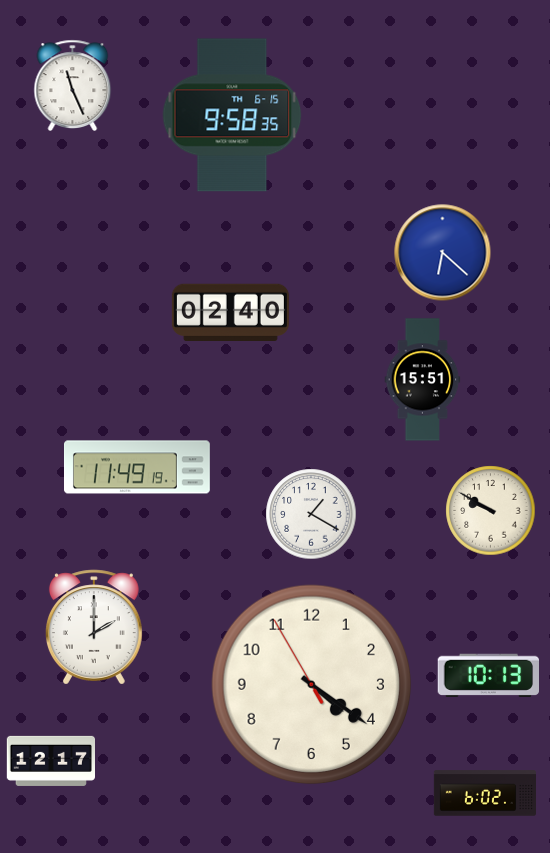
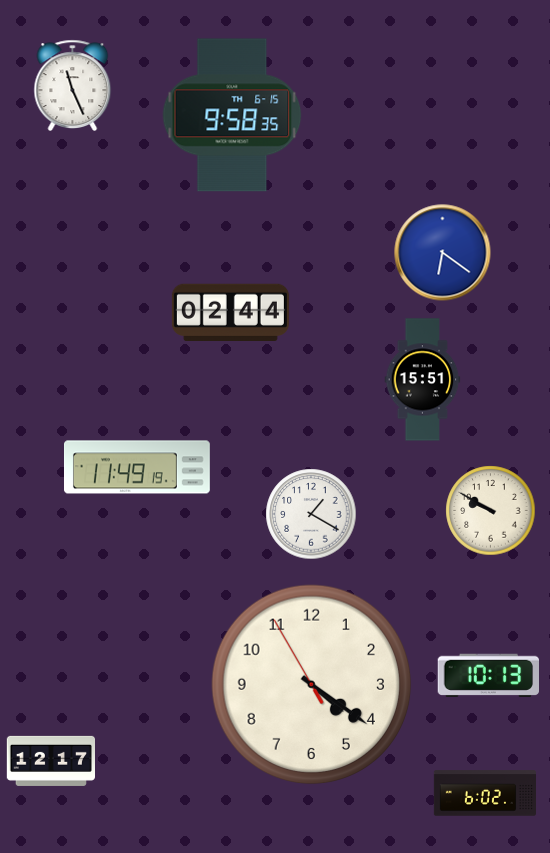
clock at (443, 253): 6:22 -> 6:21
clock at (230, 312): 02:40 -> 02:44
clock at (94, 627): 2:00 -> none
